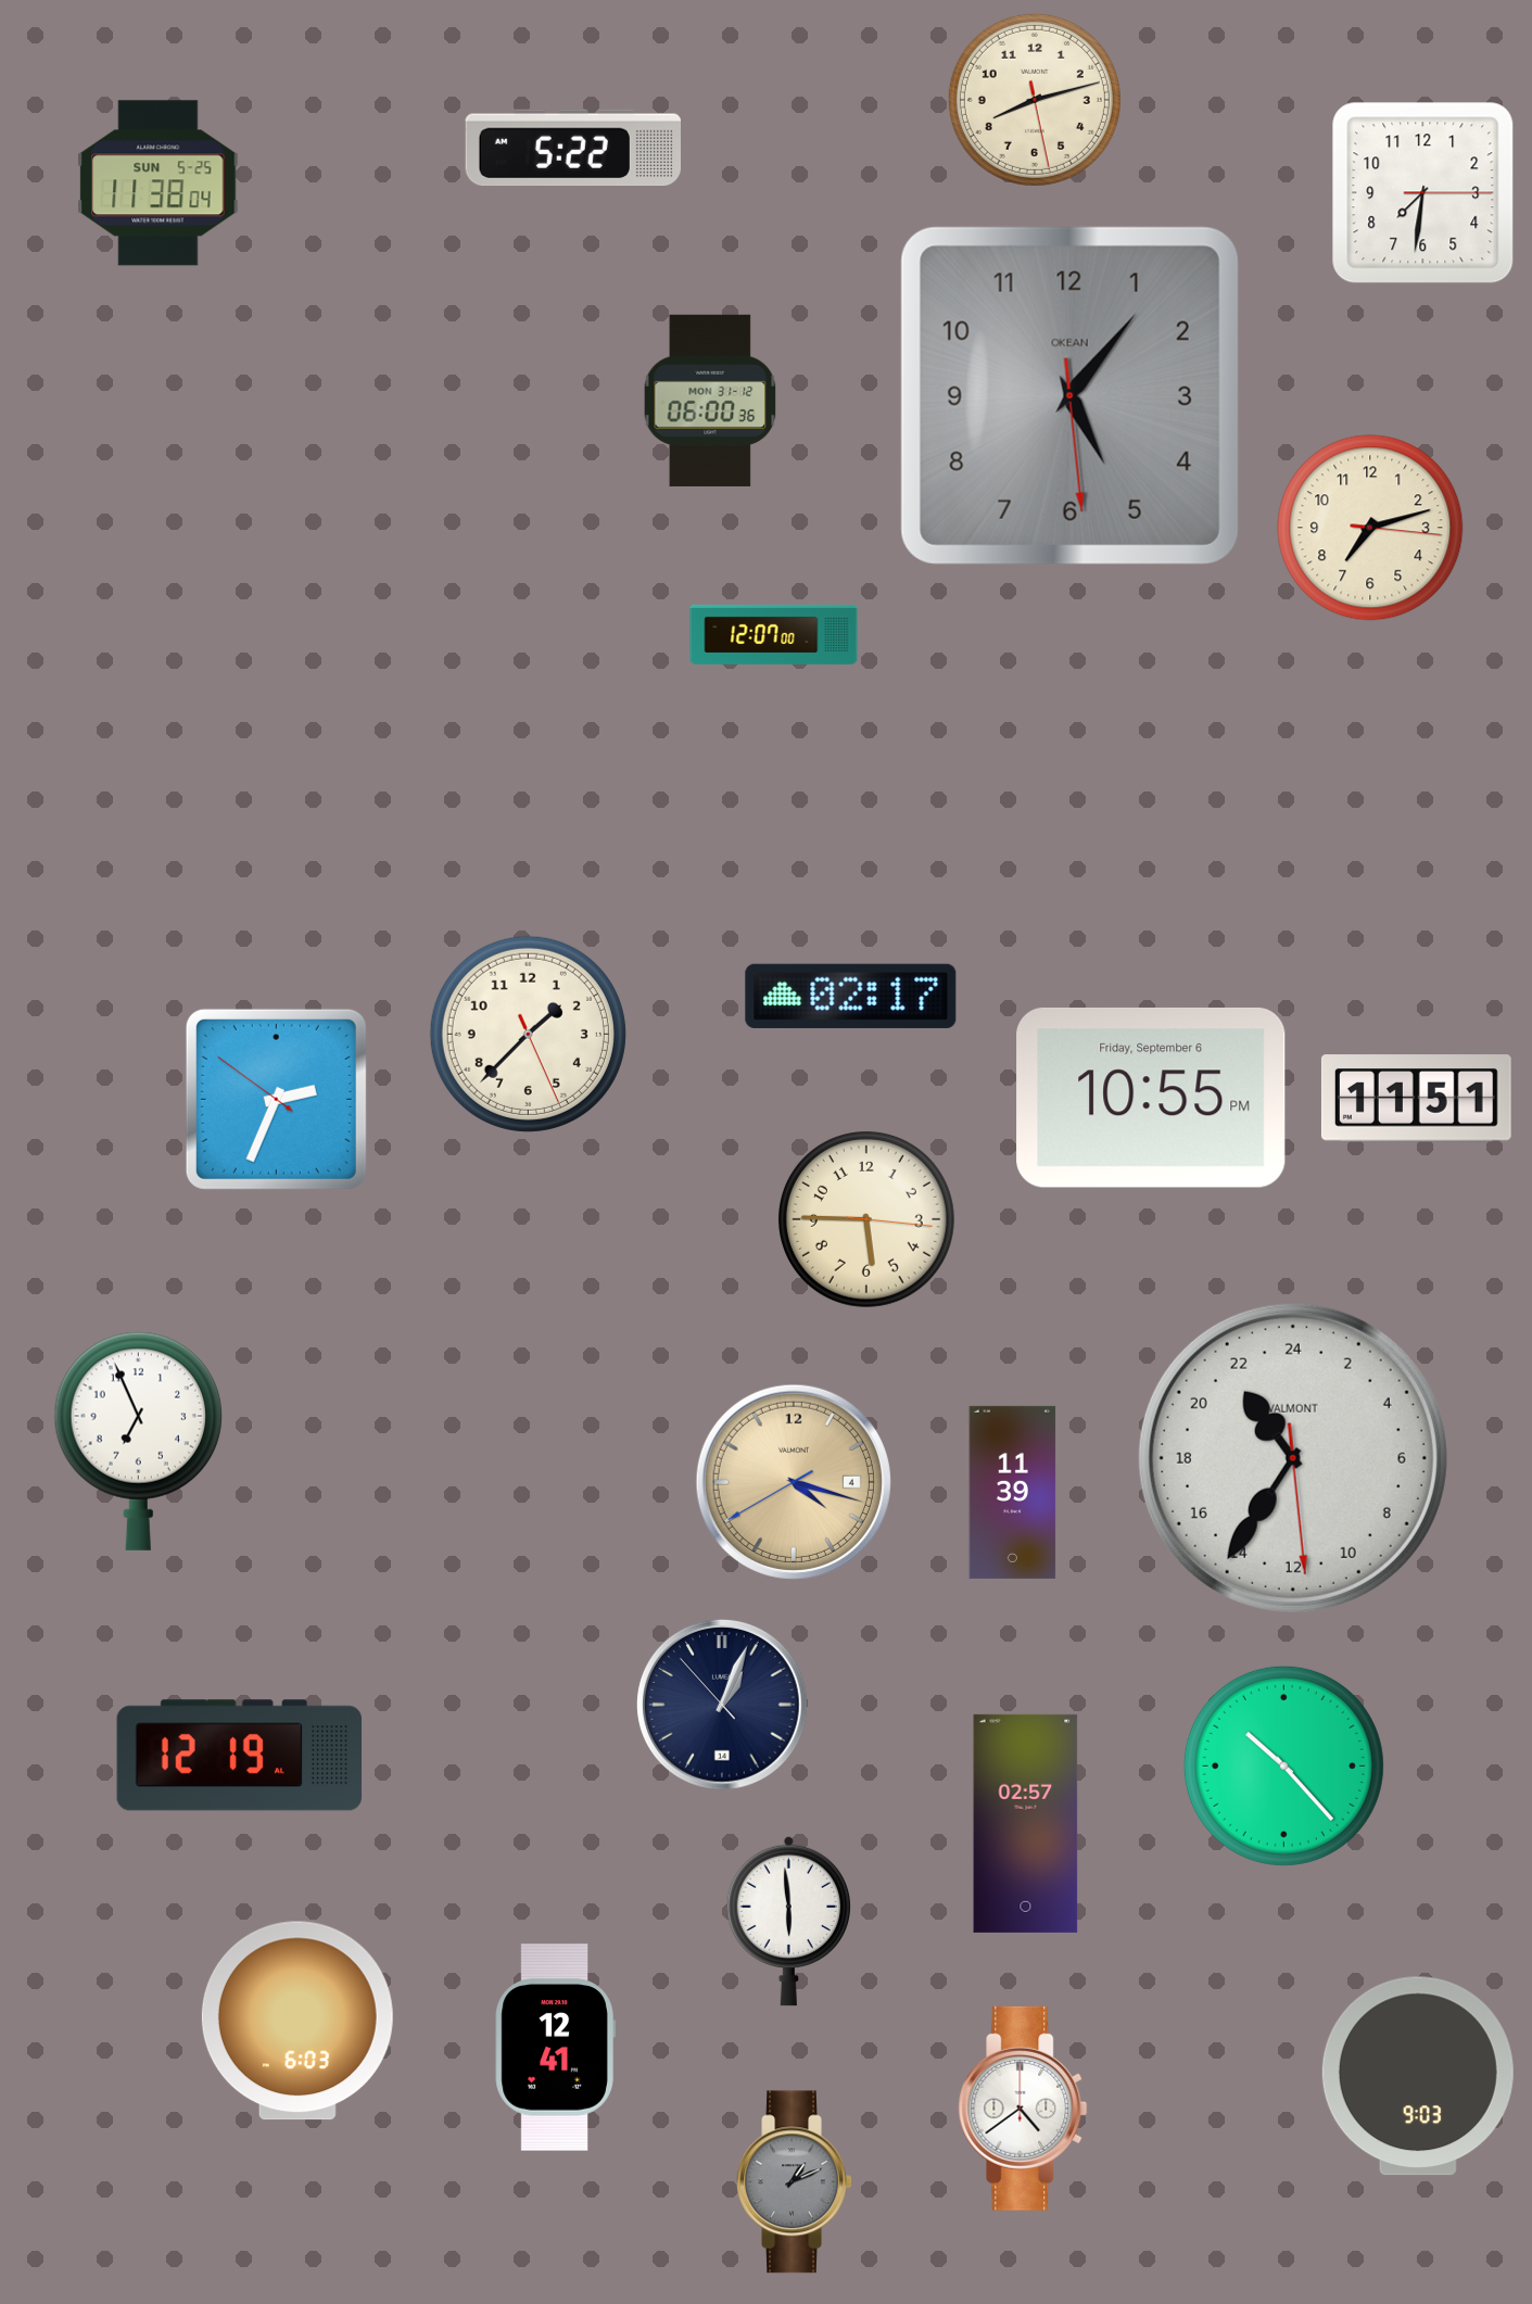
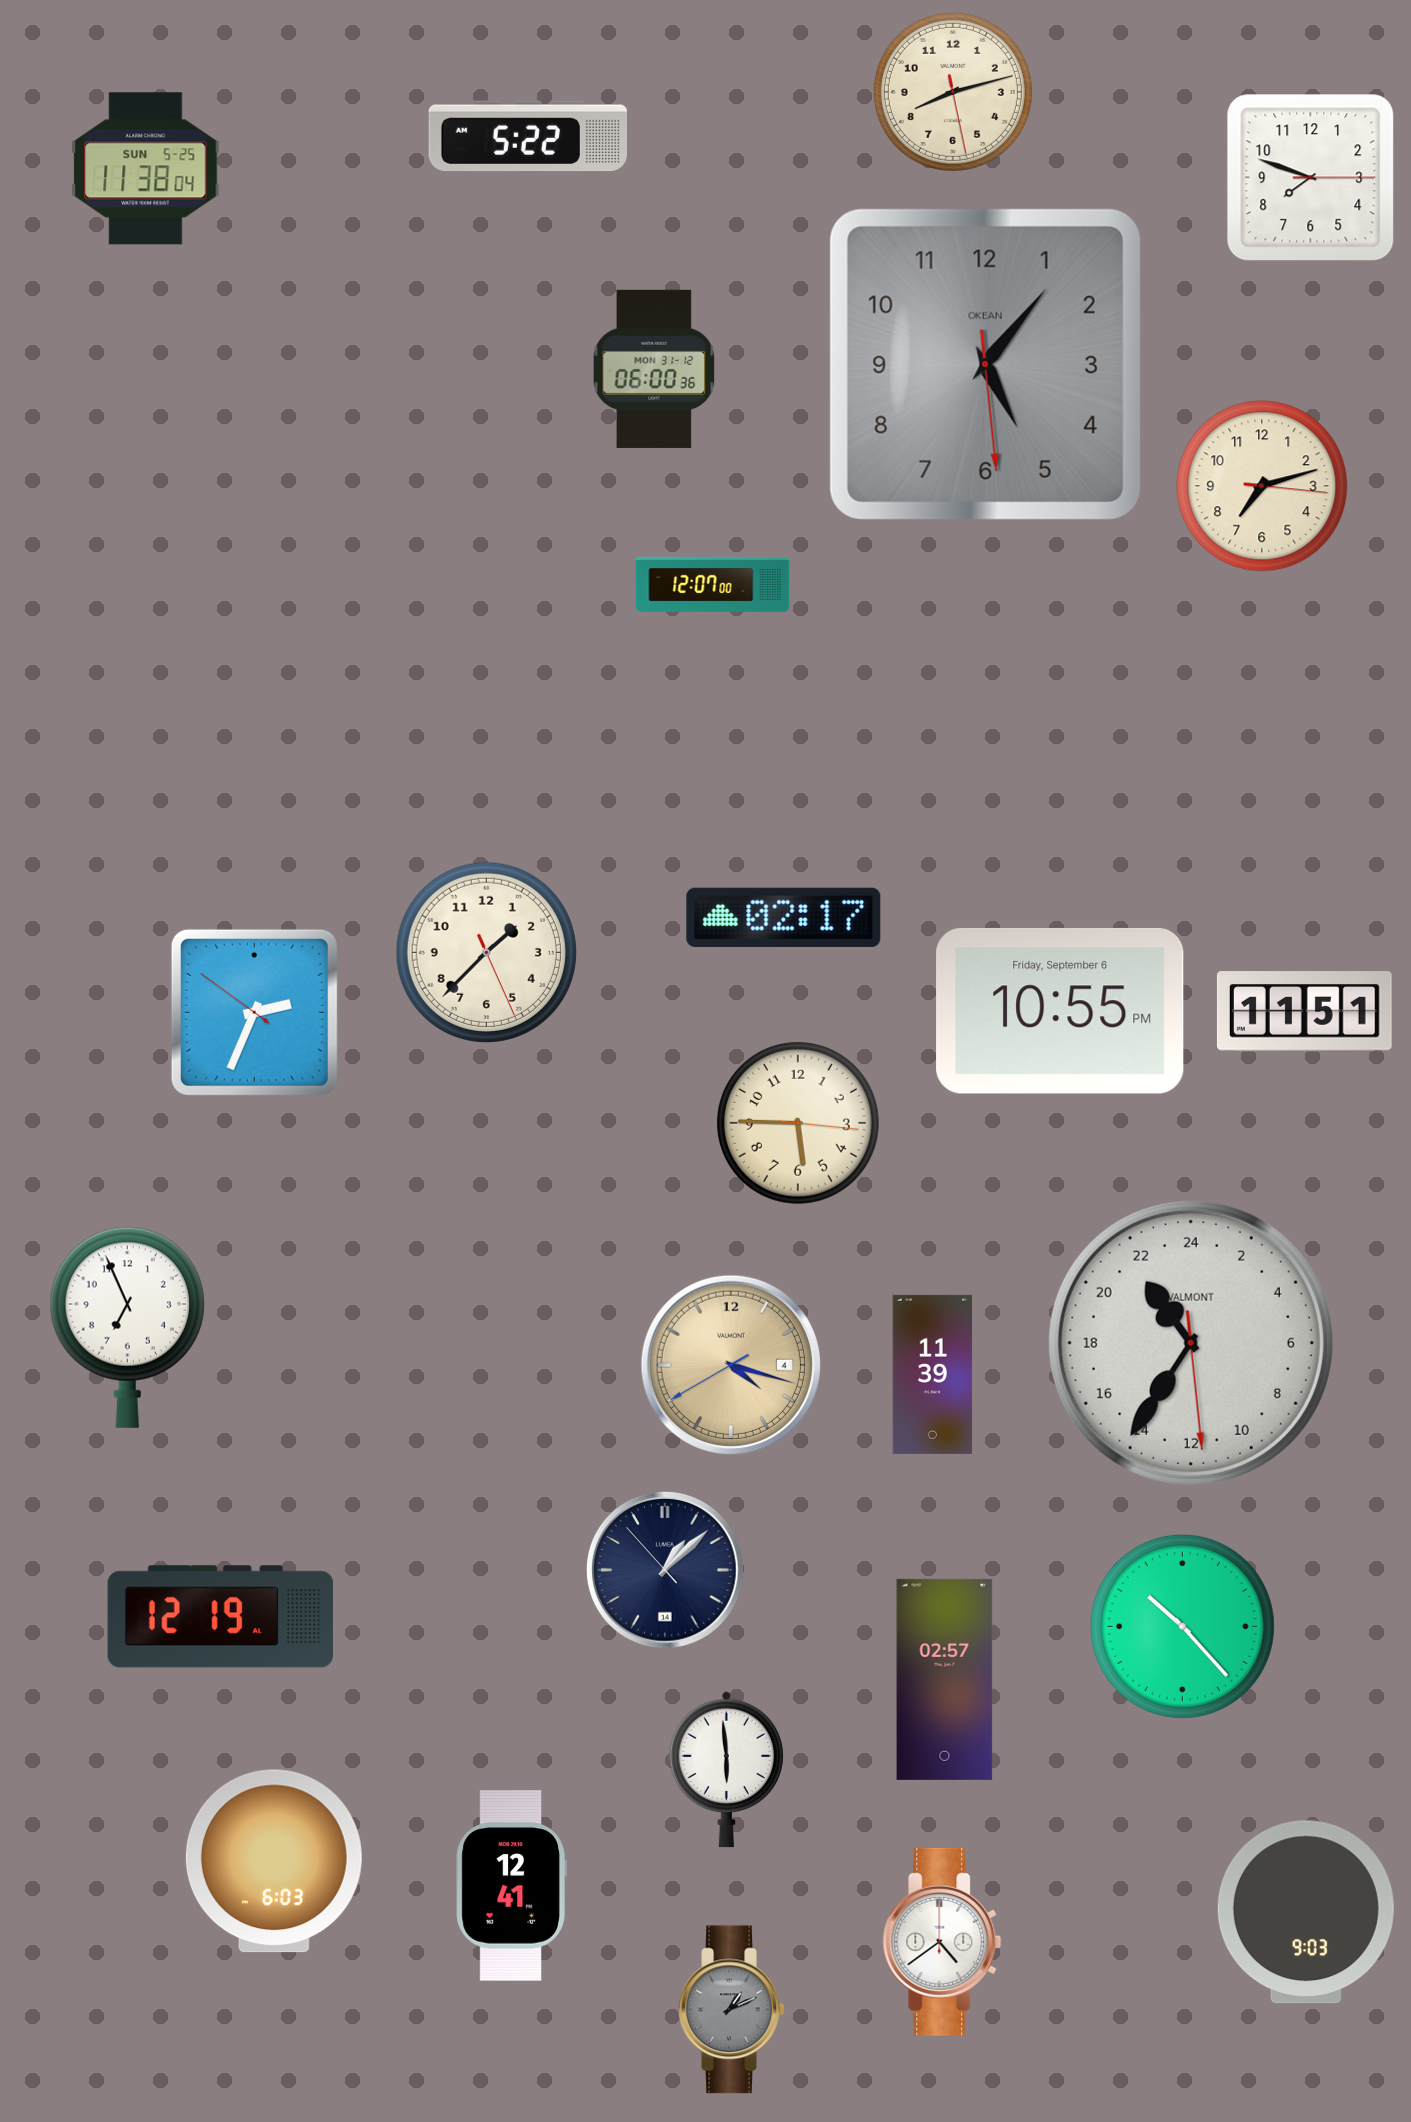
clock at (1423, 193): 7:31 -> 7:48
clock at (723, 1706): 1:03 -> 1:07
